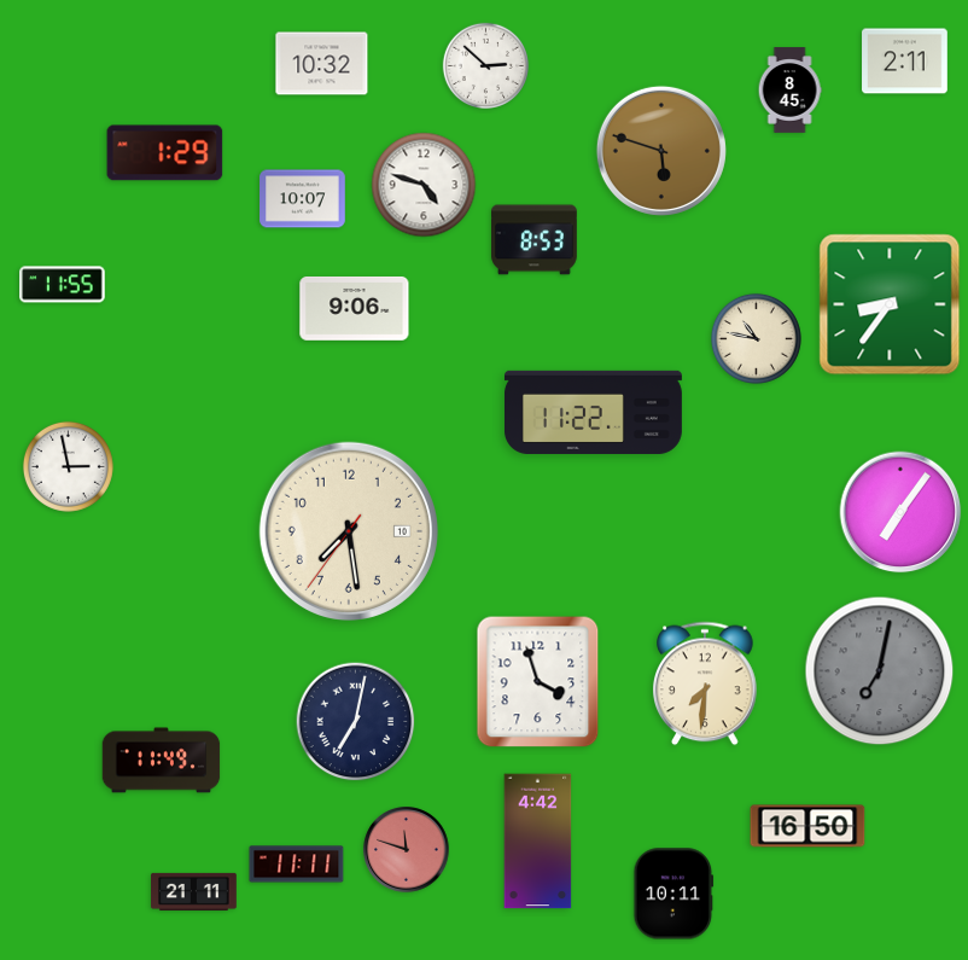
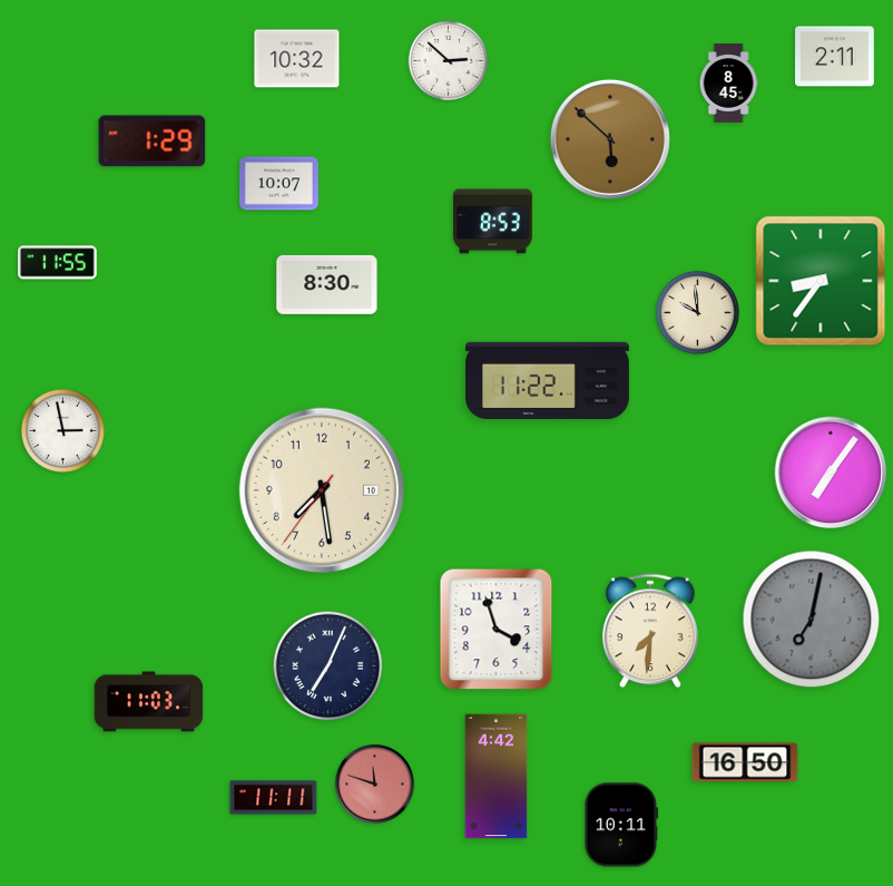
clock at (661, 151): 5:48 -> 5:52
clock at (424, 185): 4:48 -> none
clock at (355, 308): 9:06 -> 8:30
clock at (756, 338): 10:47 -> 9:59
clock at (356, 722): 7:02 -> 7:04
clock at (162, 761): 11:49 -> 11:03
clock at (194, 891): 21:11 -> none
